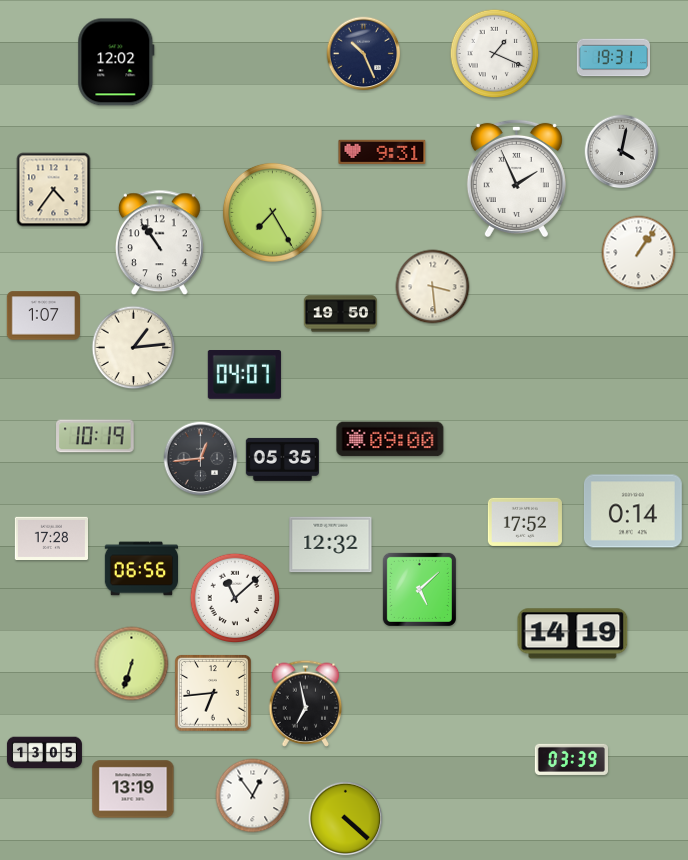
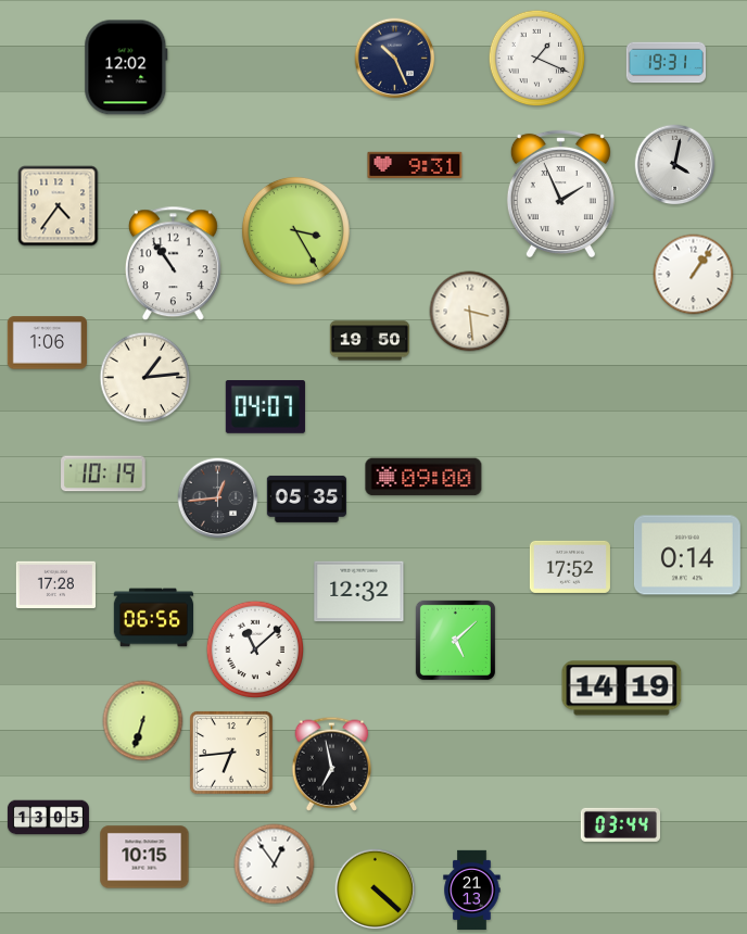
clock at (272, 212): 7:25 -> 3:25
clock at (43, 316): 1:07 -> 1:06
clock at (571, 759): 03:39 -> 03:44
clock at (133, 789): 13:19 -> 10:15
clock at (472, 889): none -> 21:13
